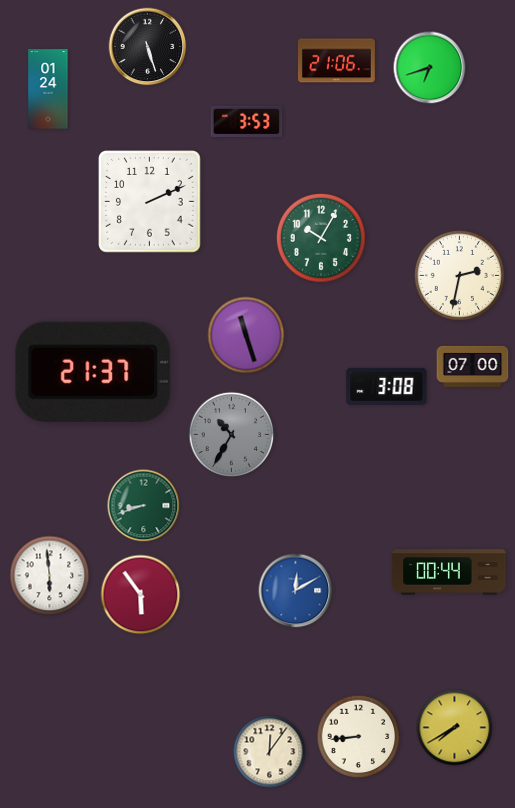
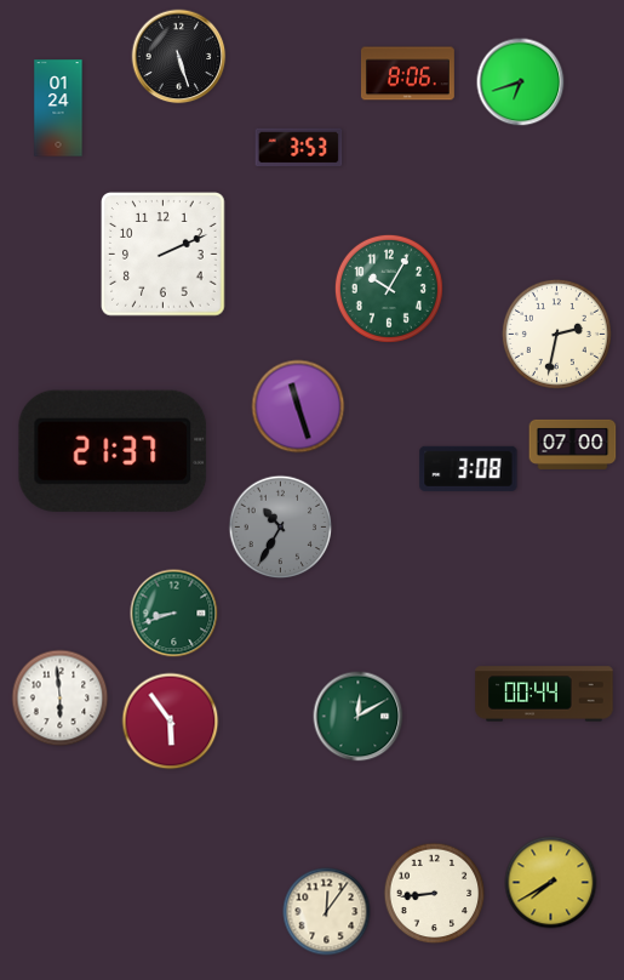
clock at (336, 61): 21:06 -> 8:06
clock at (150, 202) position: (150, 202) -> (164, 255)
clock at (296, 591) dial: blue -> green
